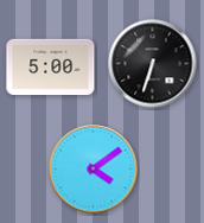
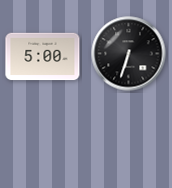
clock at (94, 170): 4:09 -> none
